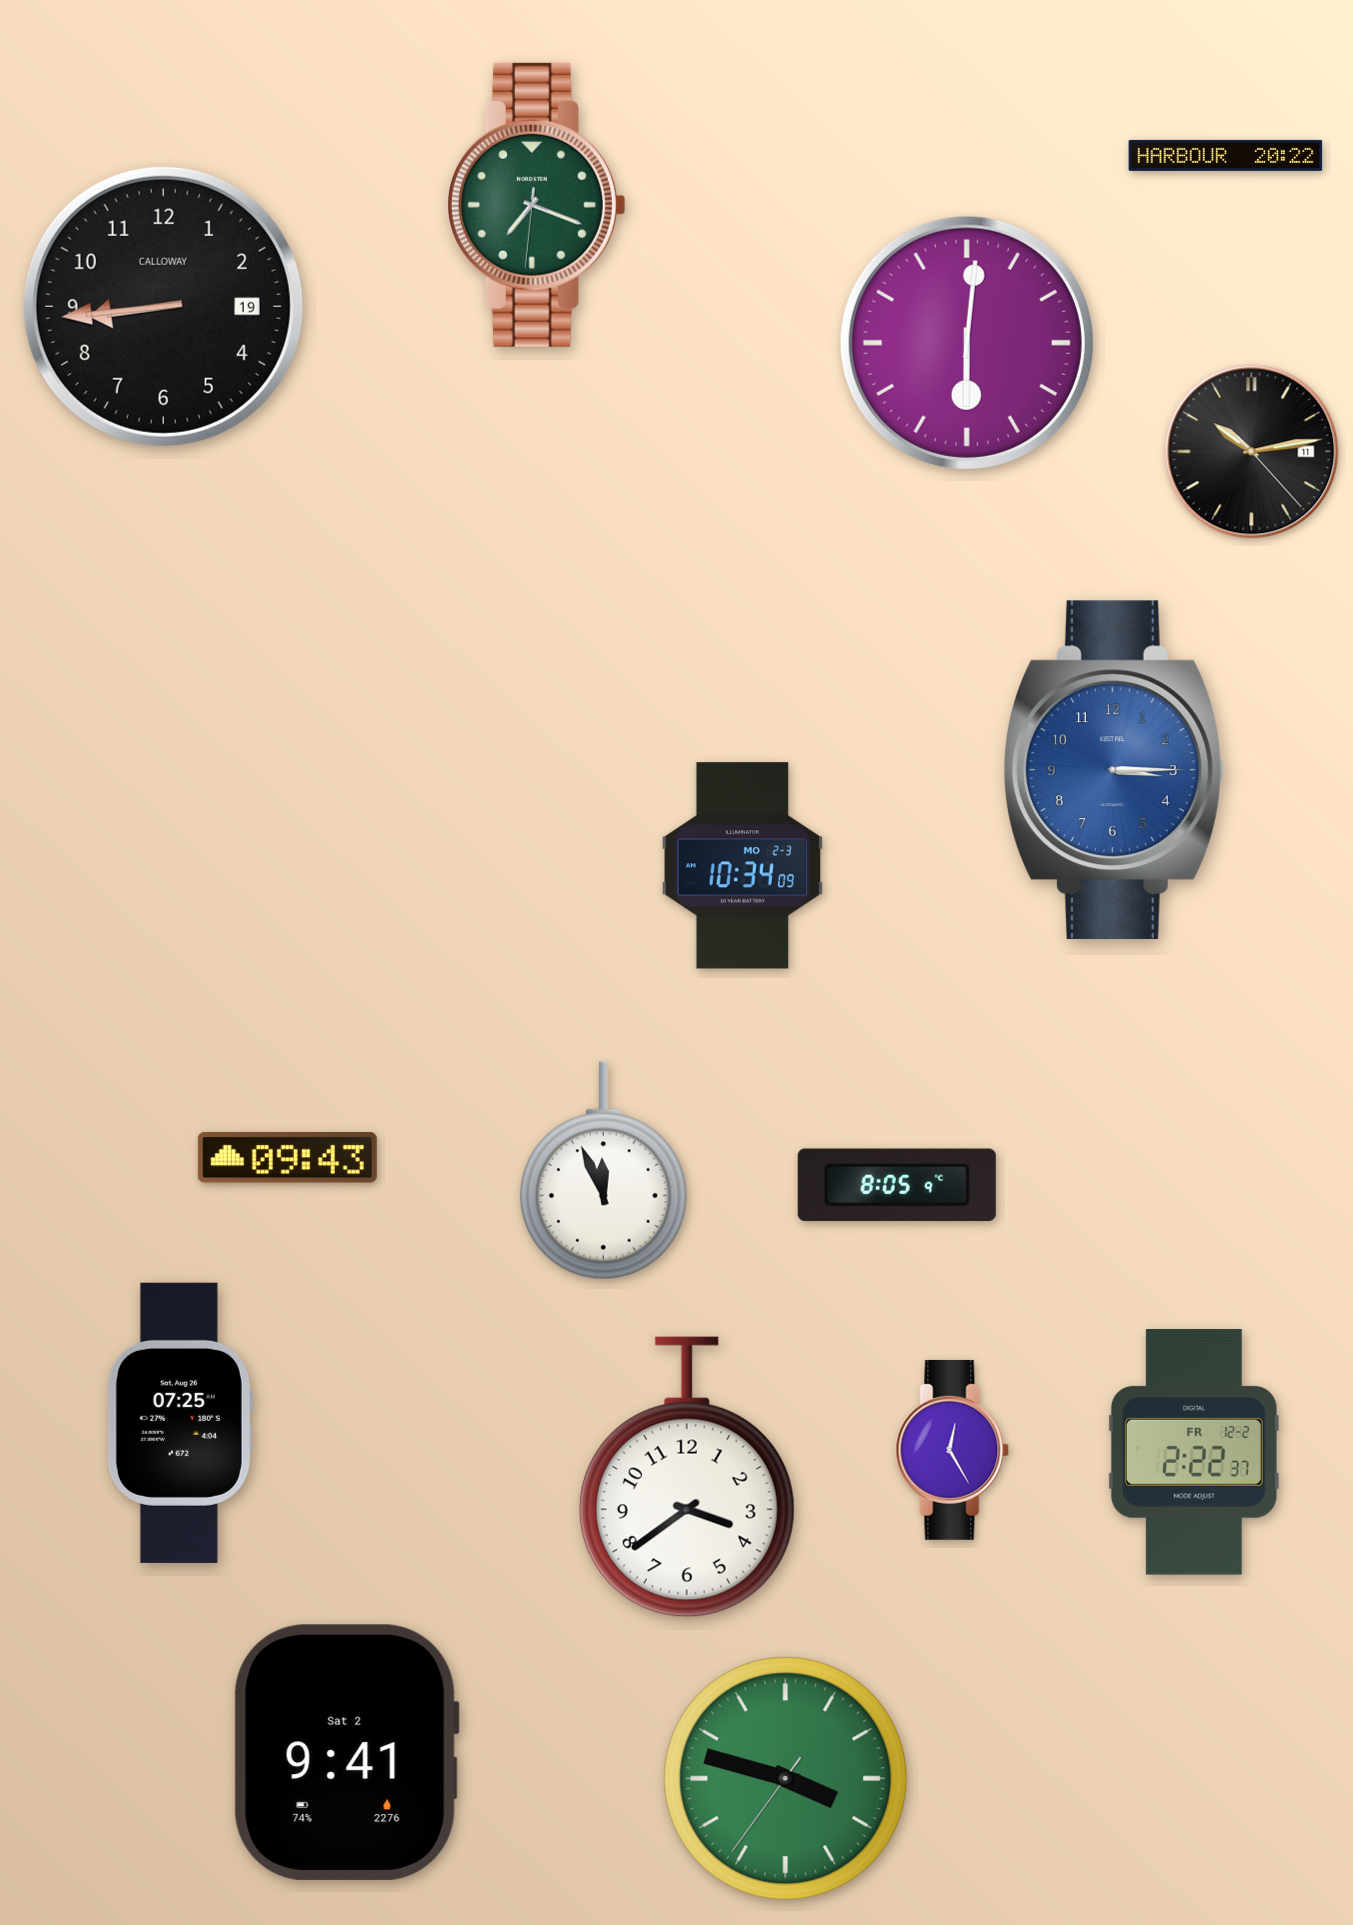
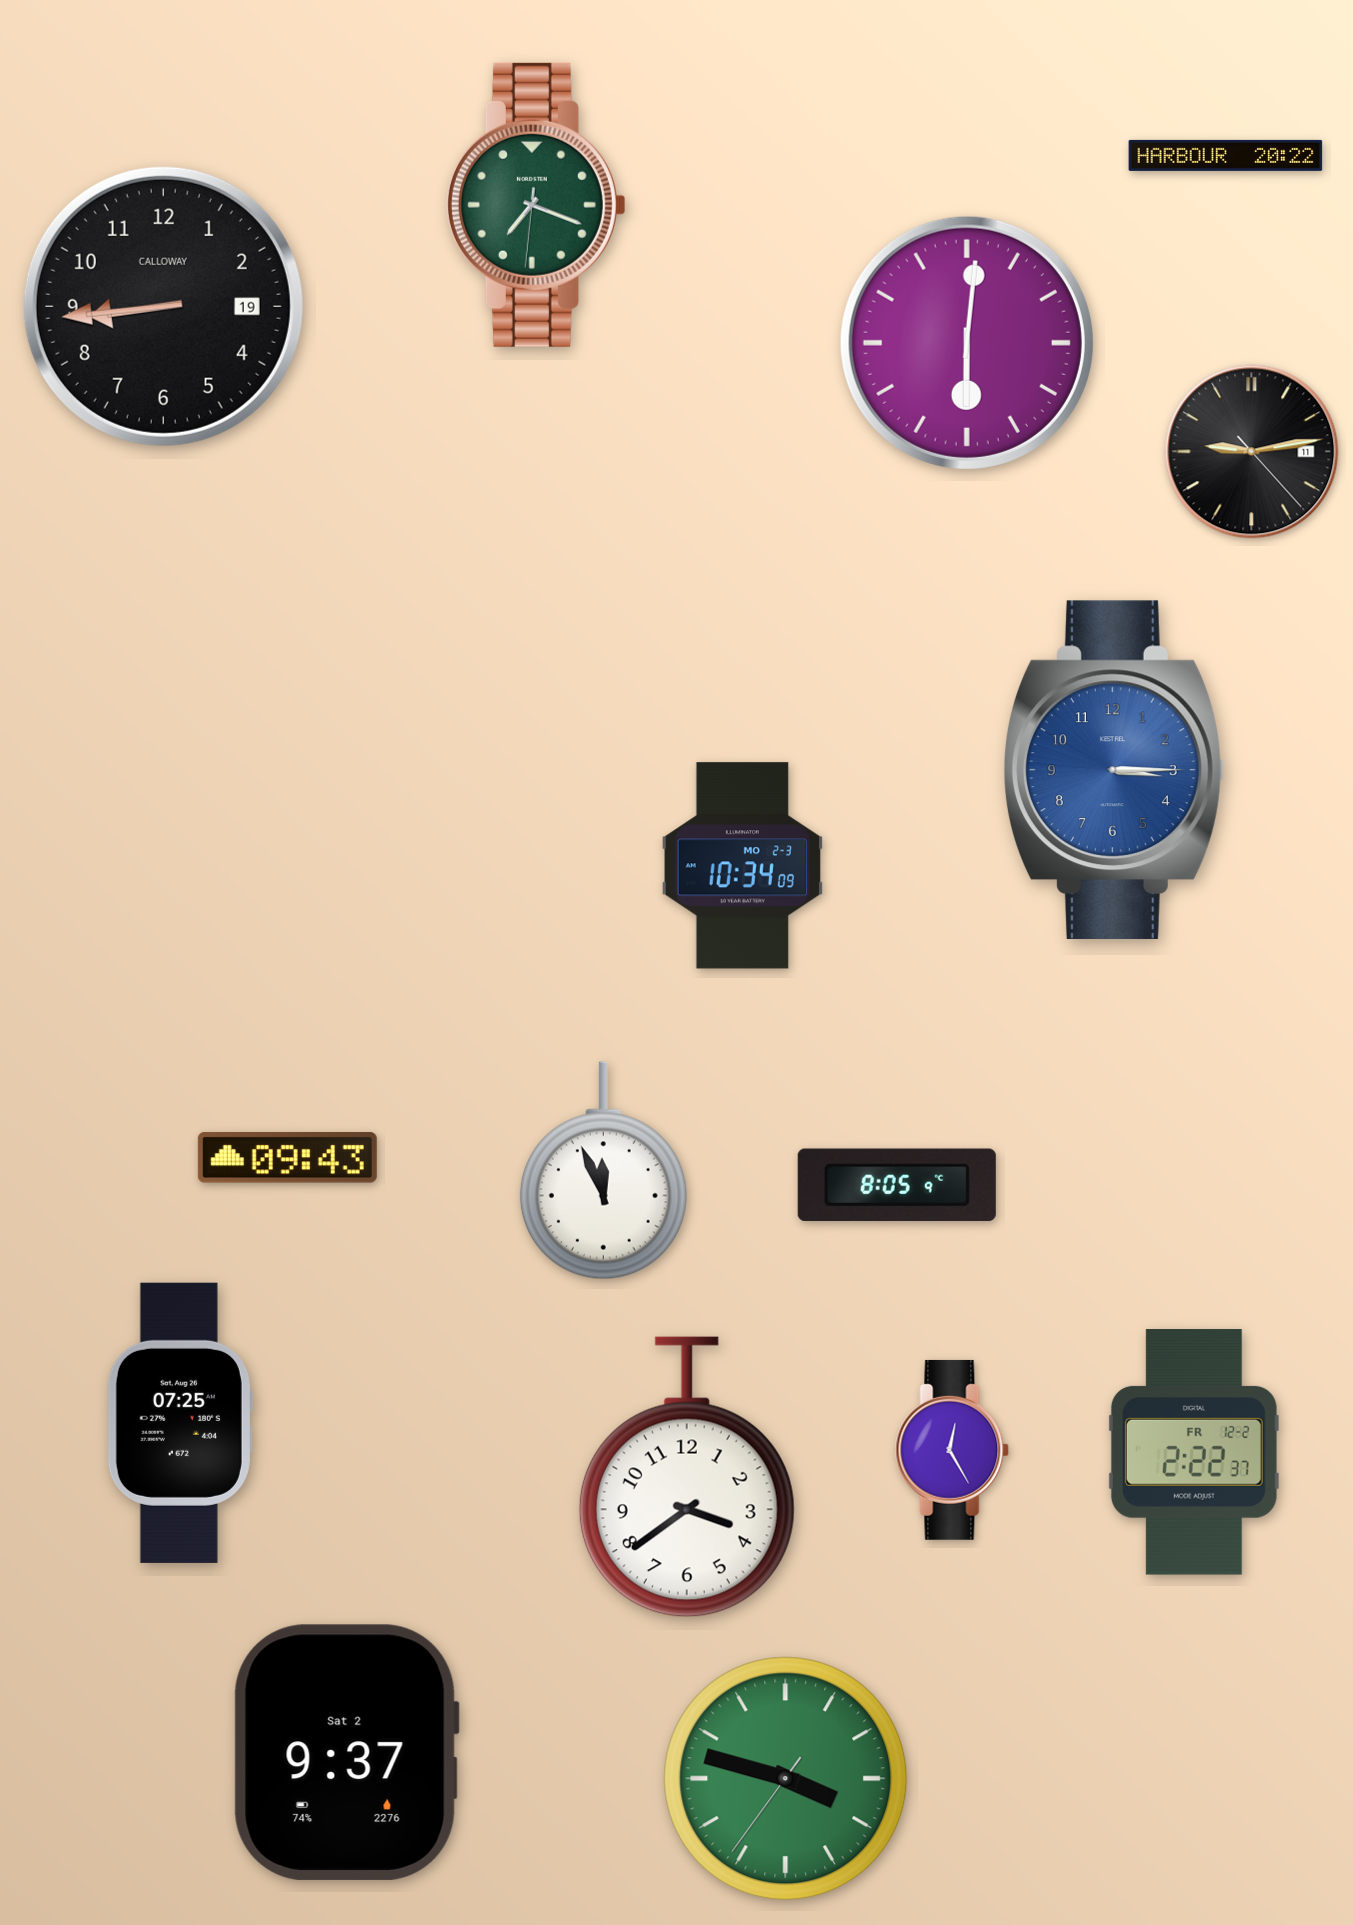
clock at (1252, 452): 10:13 -> 9:13
clock at (346, 1752): 9:41 -> 9:37
